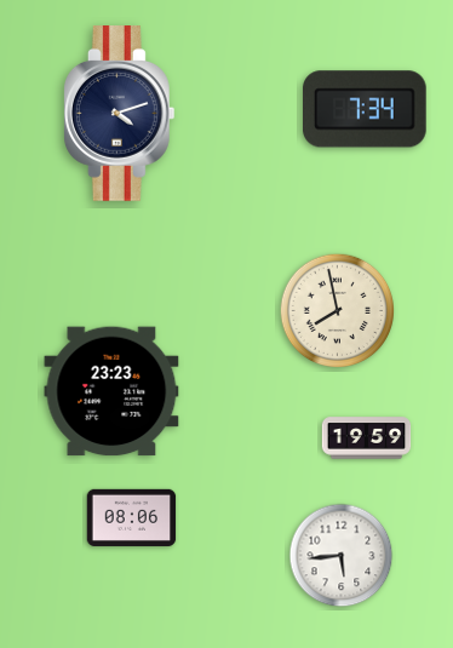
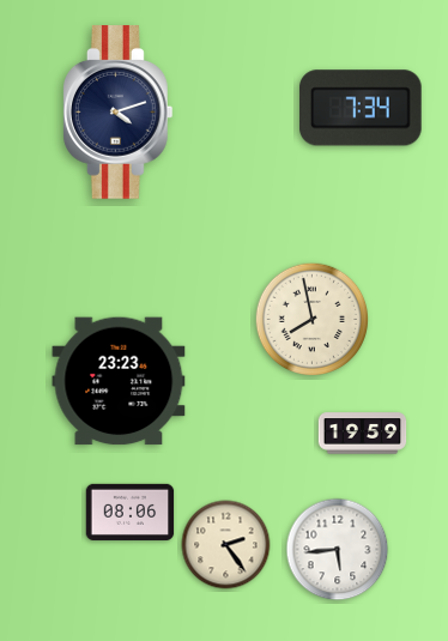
clock at (338, 311) position: (338, 311) -> (313, 320)
clock at (111, 391) position: (111, 391) -> (119, 381)
clock at (226, 545): none -> 2:24
